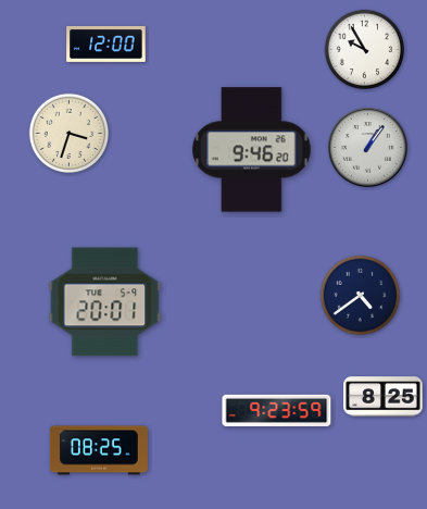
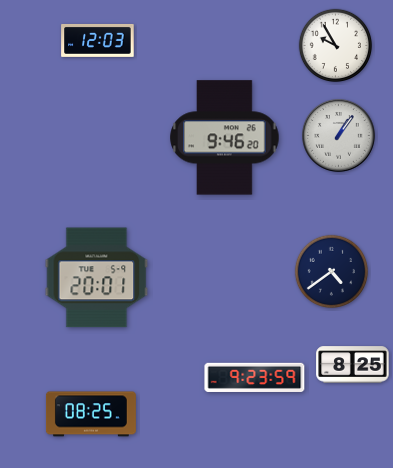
clock at (106, 44): 12:00 -> 12:03
clock at (68, 133): 3:33 -> none
clock at (252, 150) position: (252, 150) -> (225, 138)
